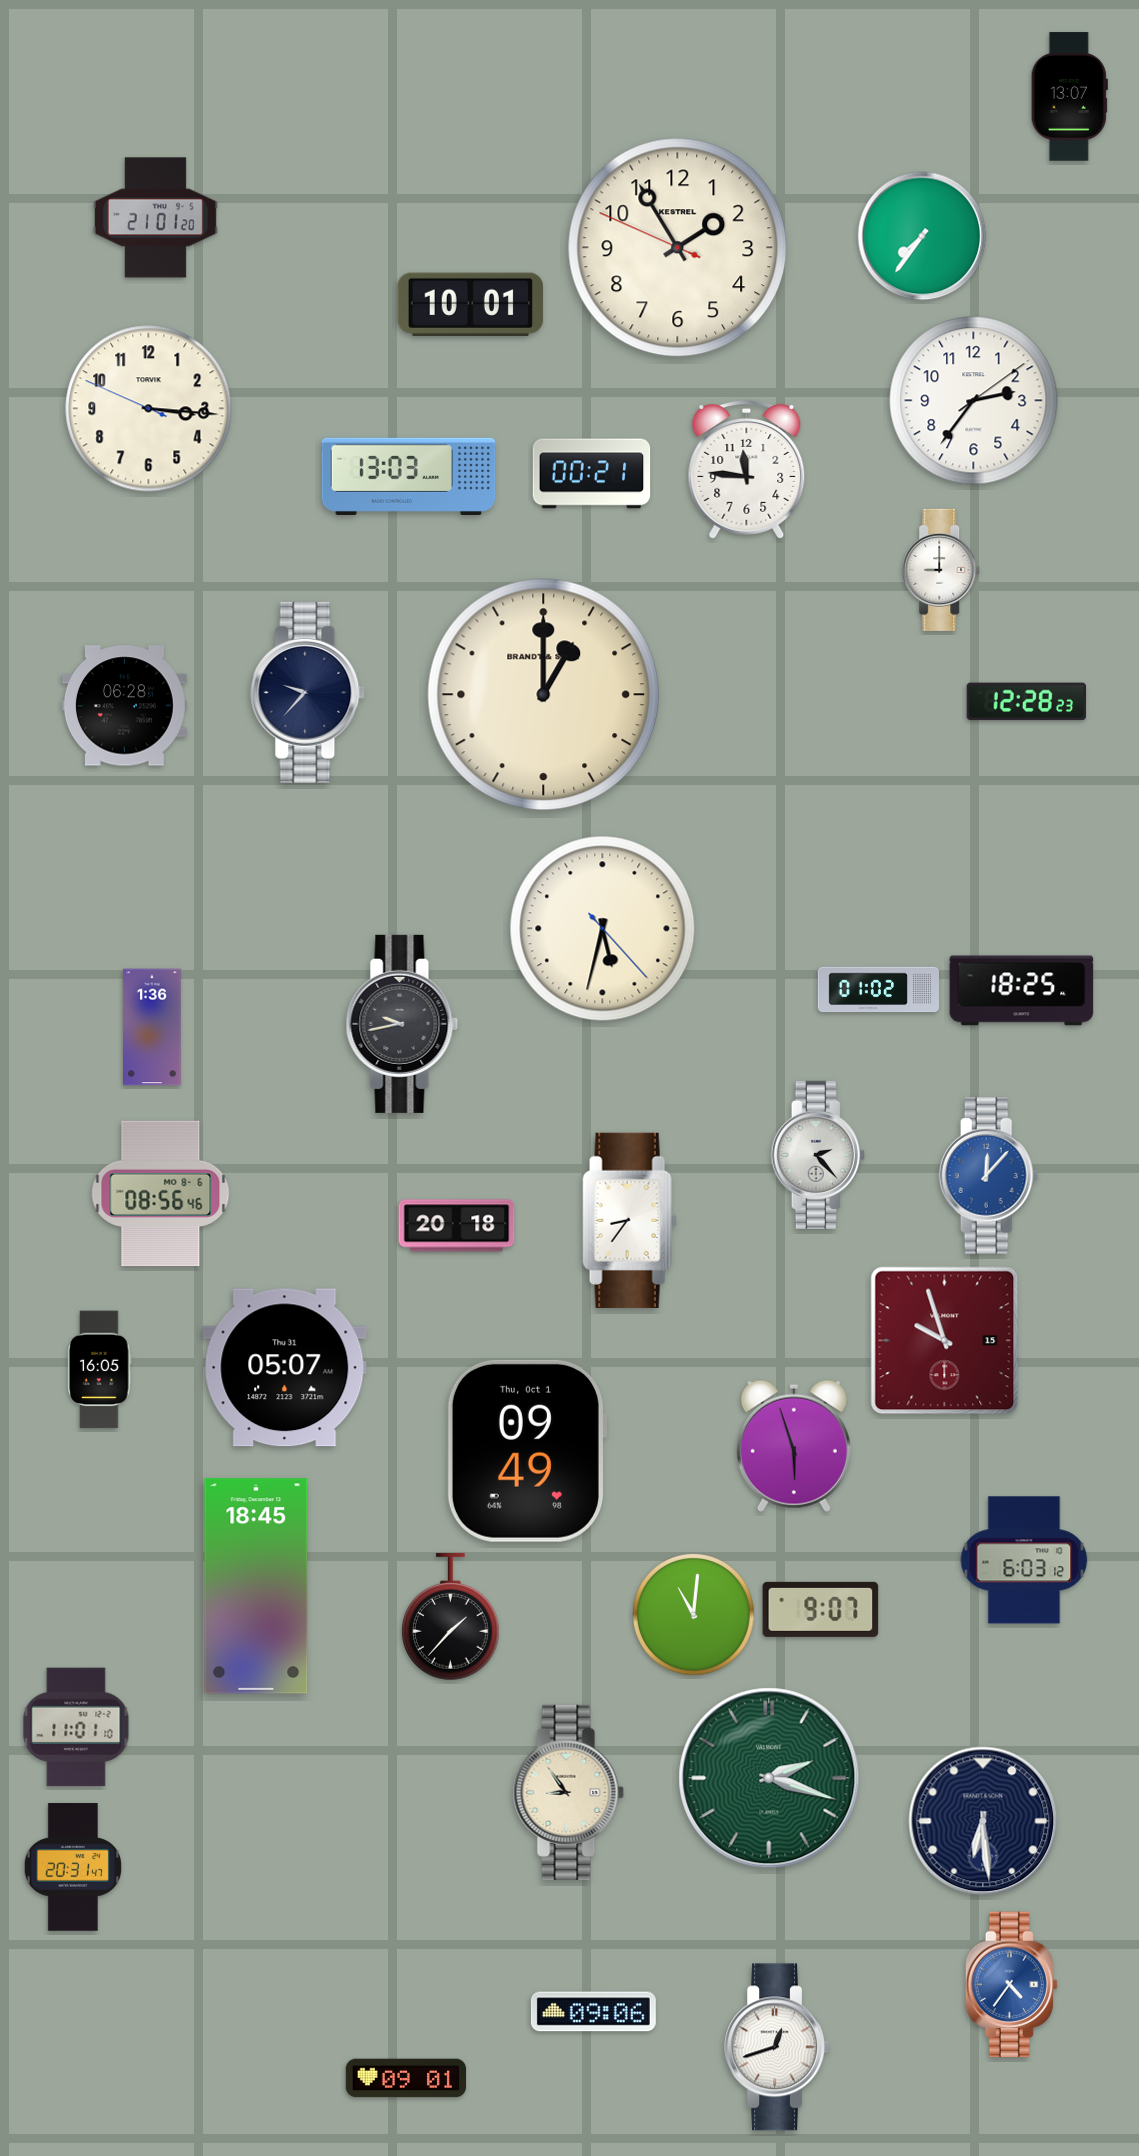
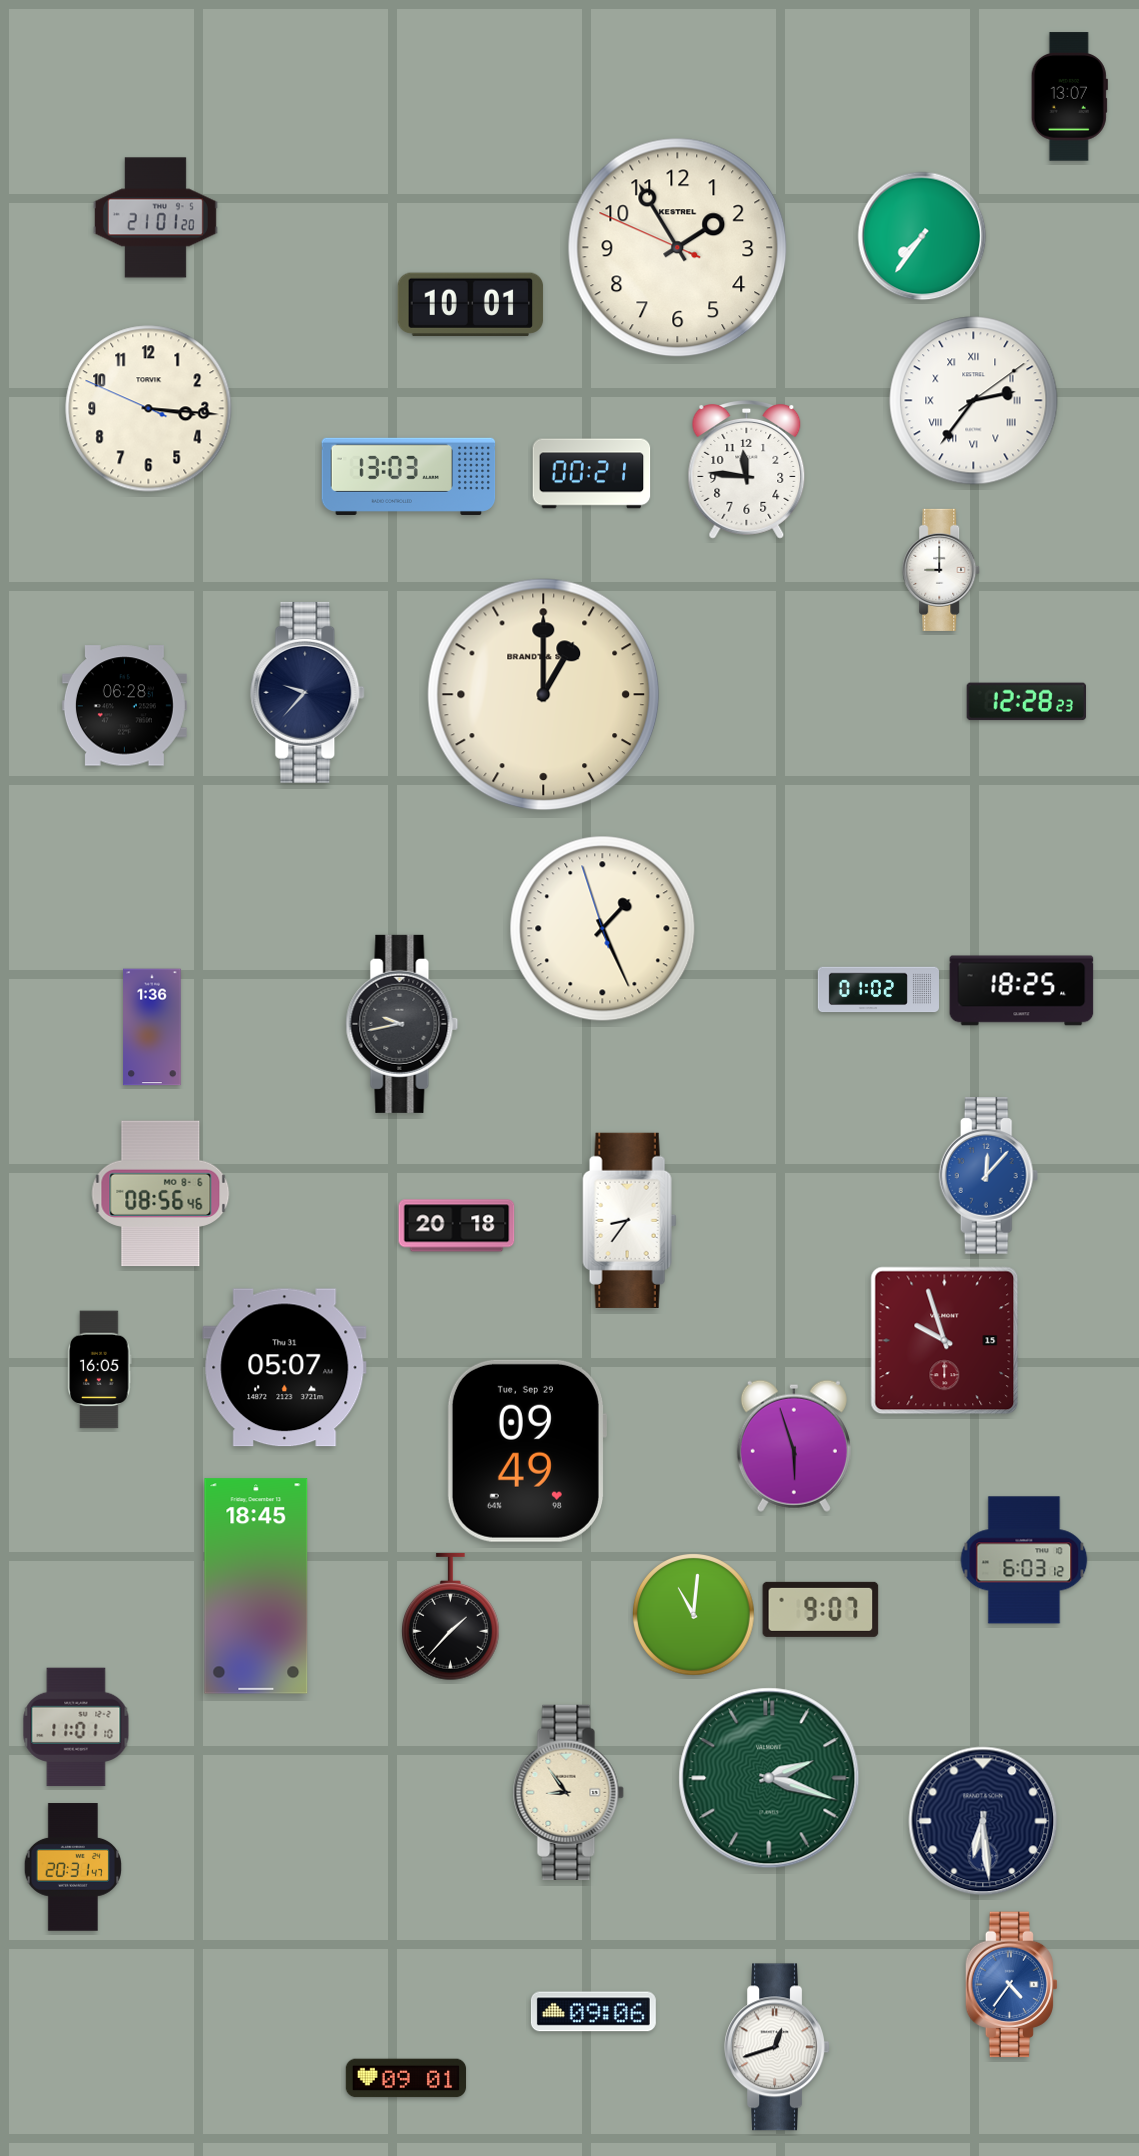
clock at (974, 401) numerals: Arabic -> Roman
clock at (603, 929): 5:32 -> 1:25
clock at (818, 1155): 2:23 -> none
clock at (526, 1451) date: Thu, Oct 1 -> Tue, Sep 29
